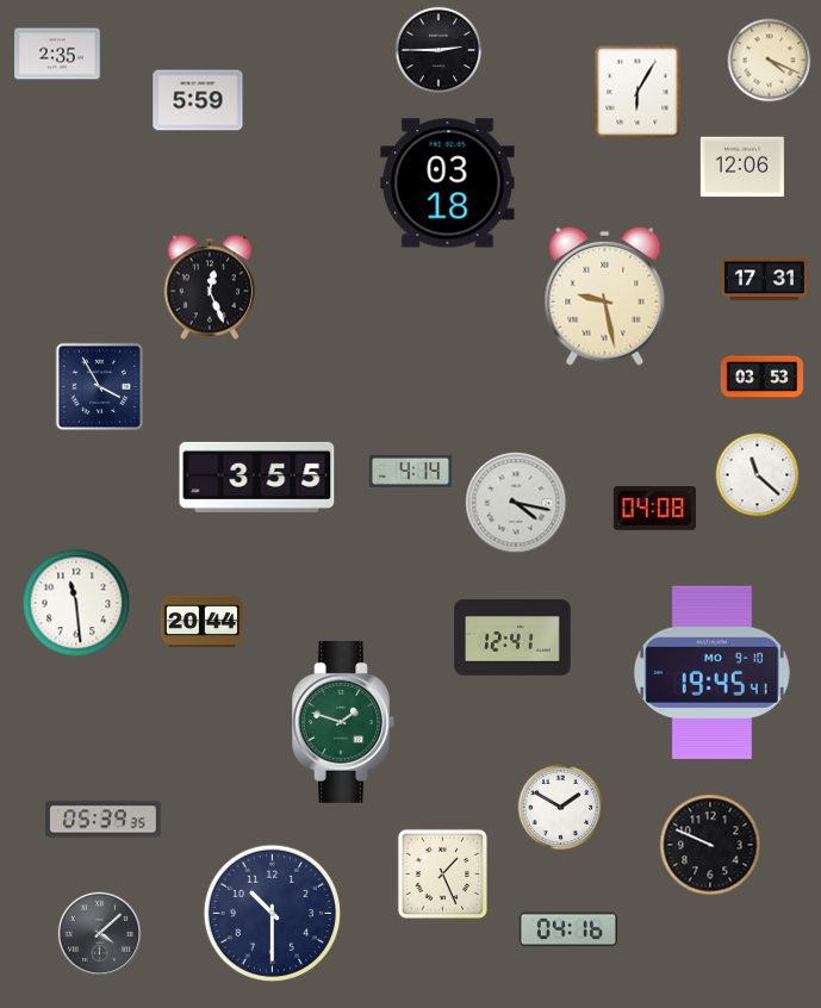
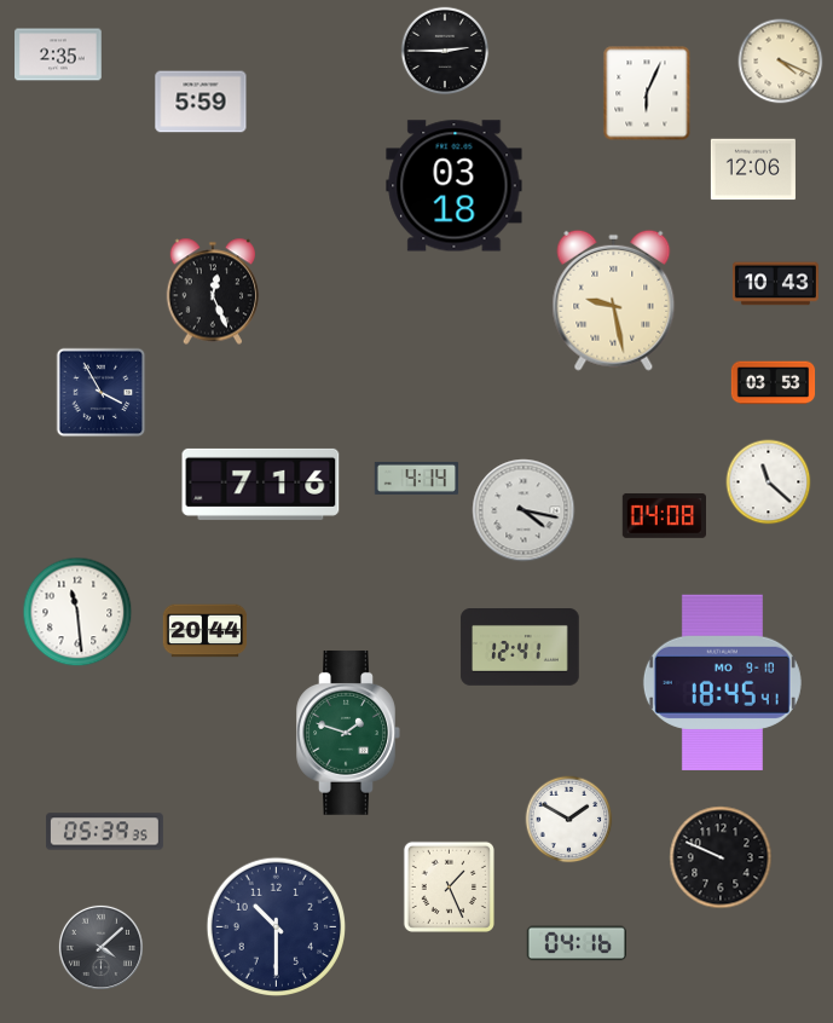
clock at (637, 92): 6:05 -> 6:04
clock at (764, 280): 17:31 -> 10:43
clock at (257, 477): 3:55 -> 7:16
clock at (711, 672): 19:45 -> 18:45
